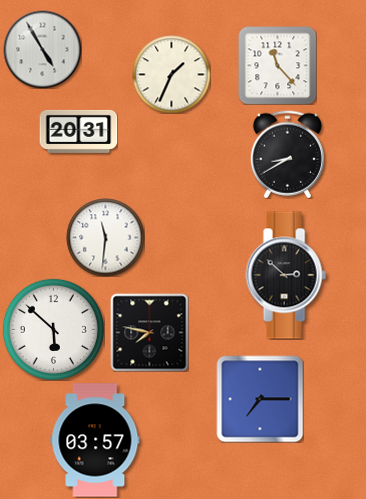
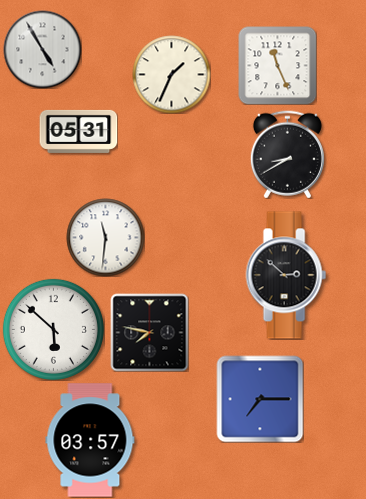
clock at (277, 65): 11:23 -> 11:26
clock at (78, 131): 20:31 -> 05:31
clock at (95, 440) position: (95, 440) -> (90, 440)
